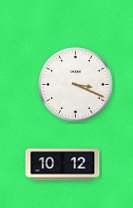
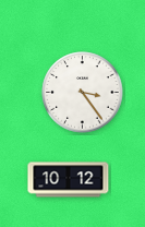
clock at (76, 85): 3:19 -> 3:24
